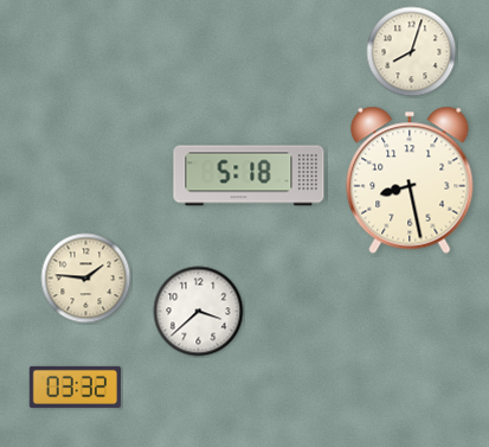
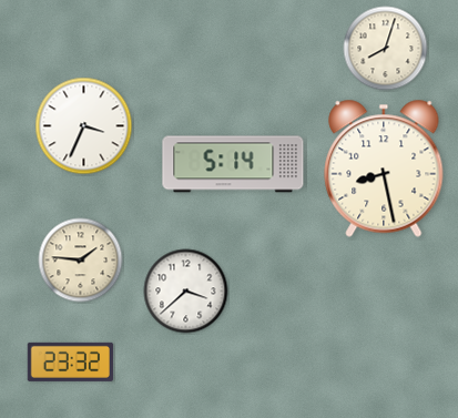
clock at (84, 126): none -> 3:34
clock at (249, 175): 5:18 -> 5:14
clock at (75, 387): 03:32 -> 23:32
